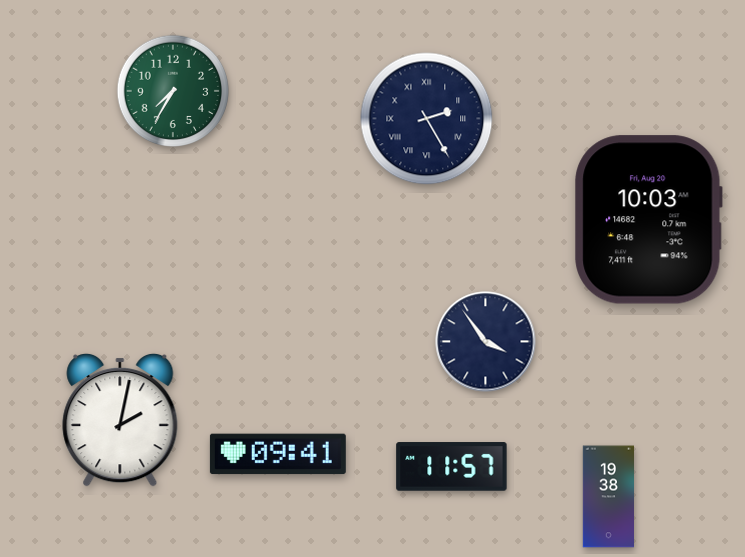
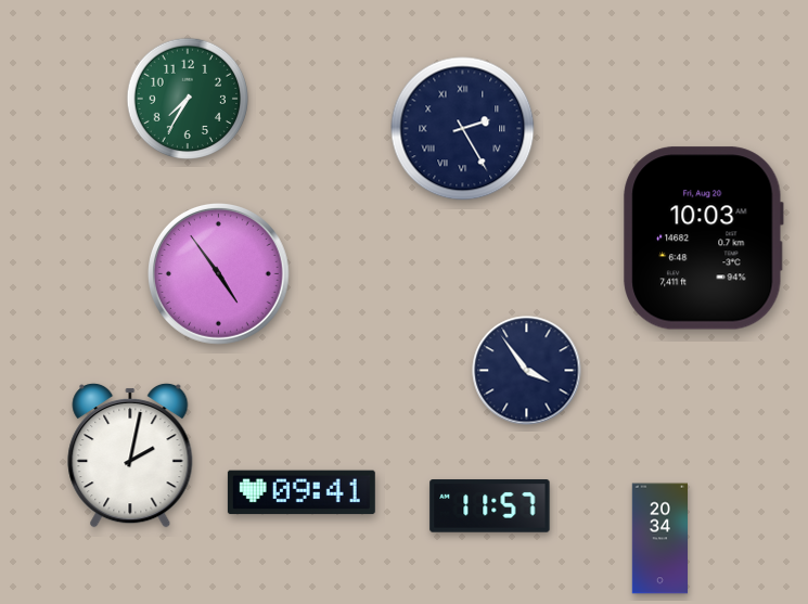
clock at (218, 273): none -> 4:54
clock at (609, 497): 19:38 -> 20:34
